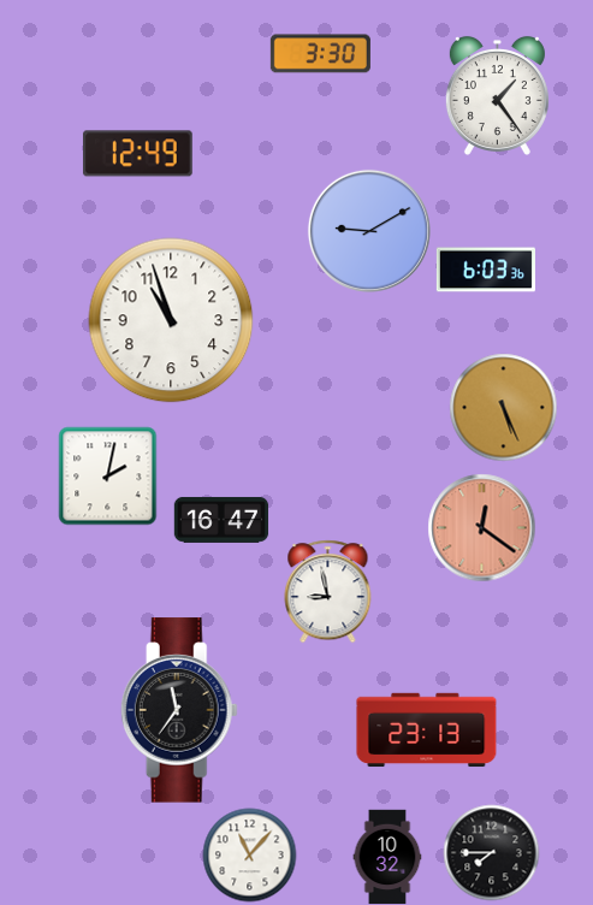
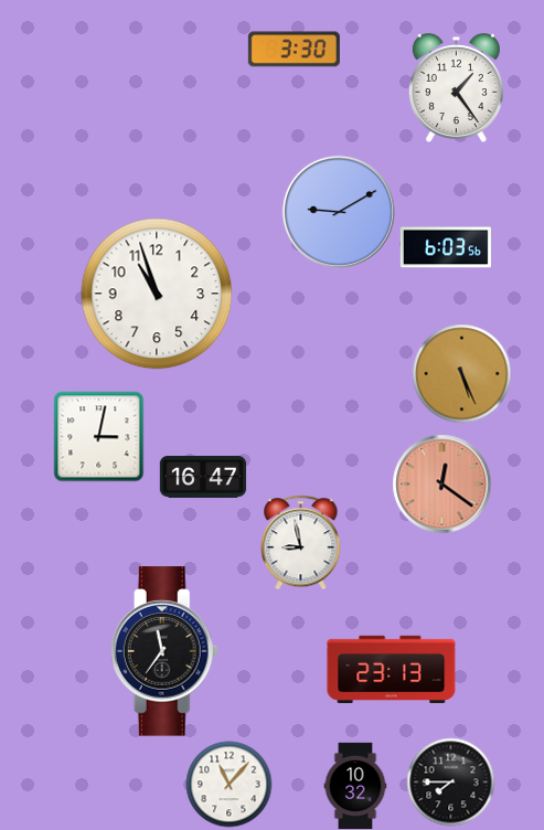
clock at (137, 154): 12:49 -> none
clock at (486, 270): 6:03:36 -> 6:03:56
clock at (107, 475): 2:02 -> 3:02
